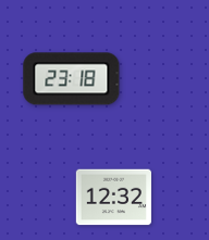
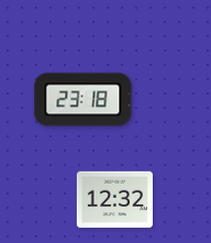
clock at (72, 79) position: (72, 79) -> (84, 100)
